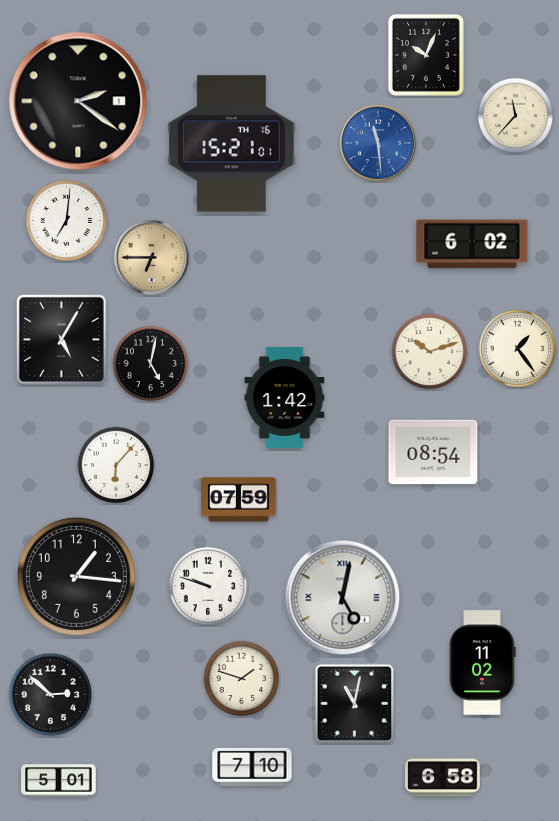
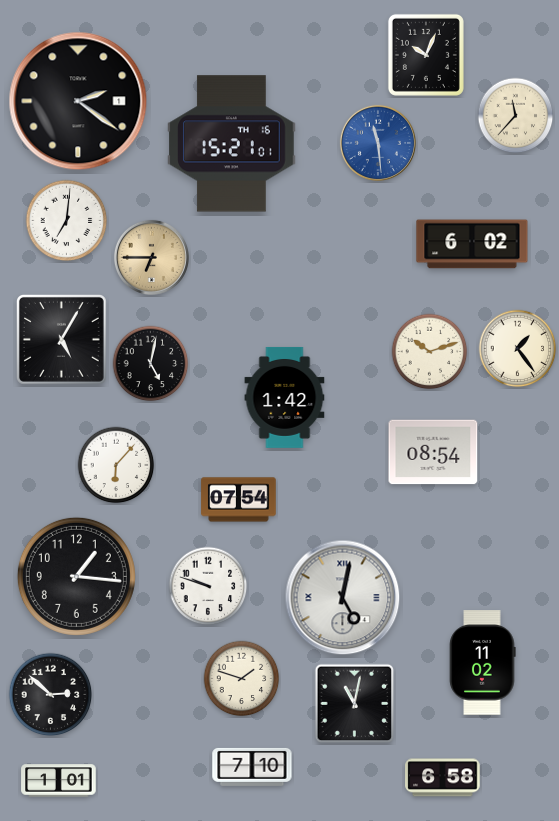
clock at (239, 500): 07:59 -> 07:54
clock at (59, 781): 5:01 -> 1:01
